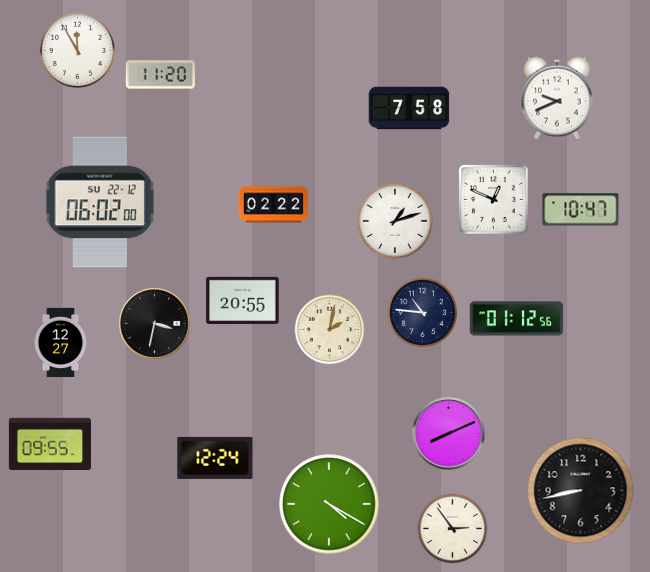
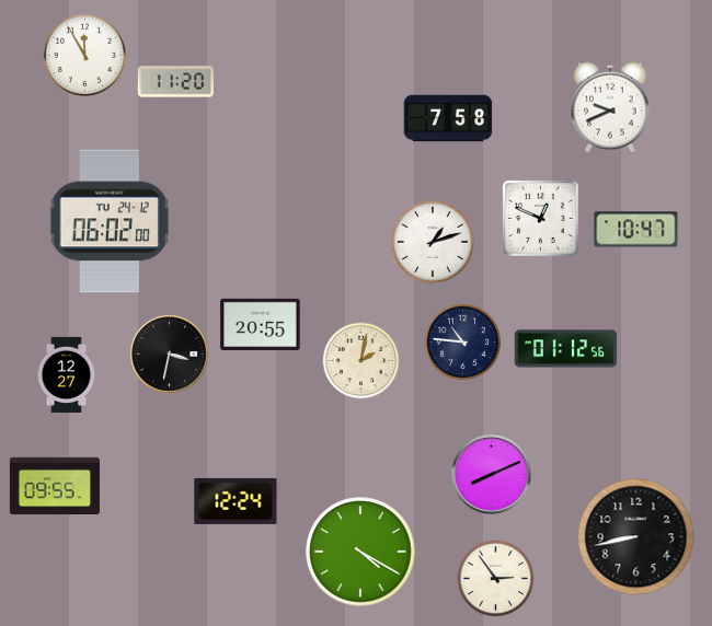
clock at (100, 202) date: SU 22-12 -> TU 24-12
clock at (273, 205): 02:22 -> none
clock at (243, 300) position: (243, 300) -> (261, 324)
